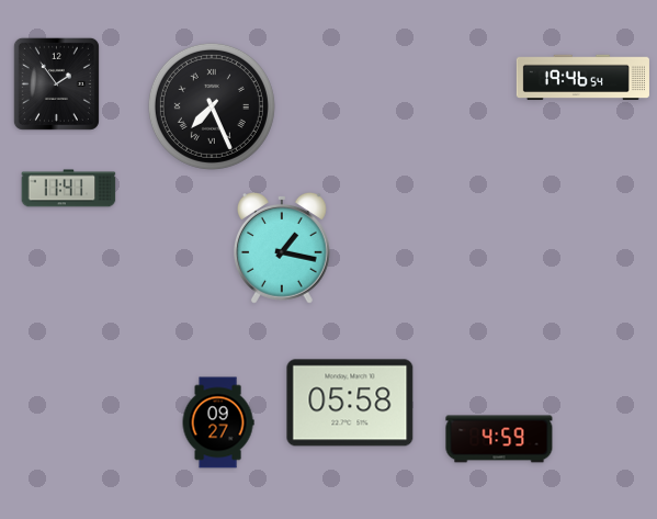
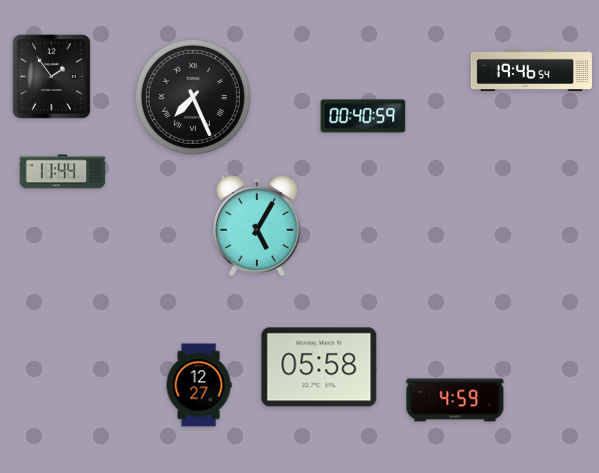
clock at (363, 116): none -> 00:40
clock at (69, 189): 11:41 -> 11:44
clock at (282, 249): 1:17 -> 5:05
clock at (218, 422): 09:27 -> 12:27
